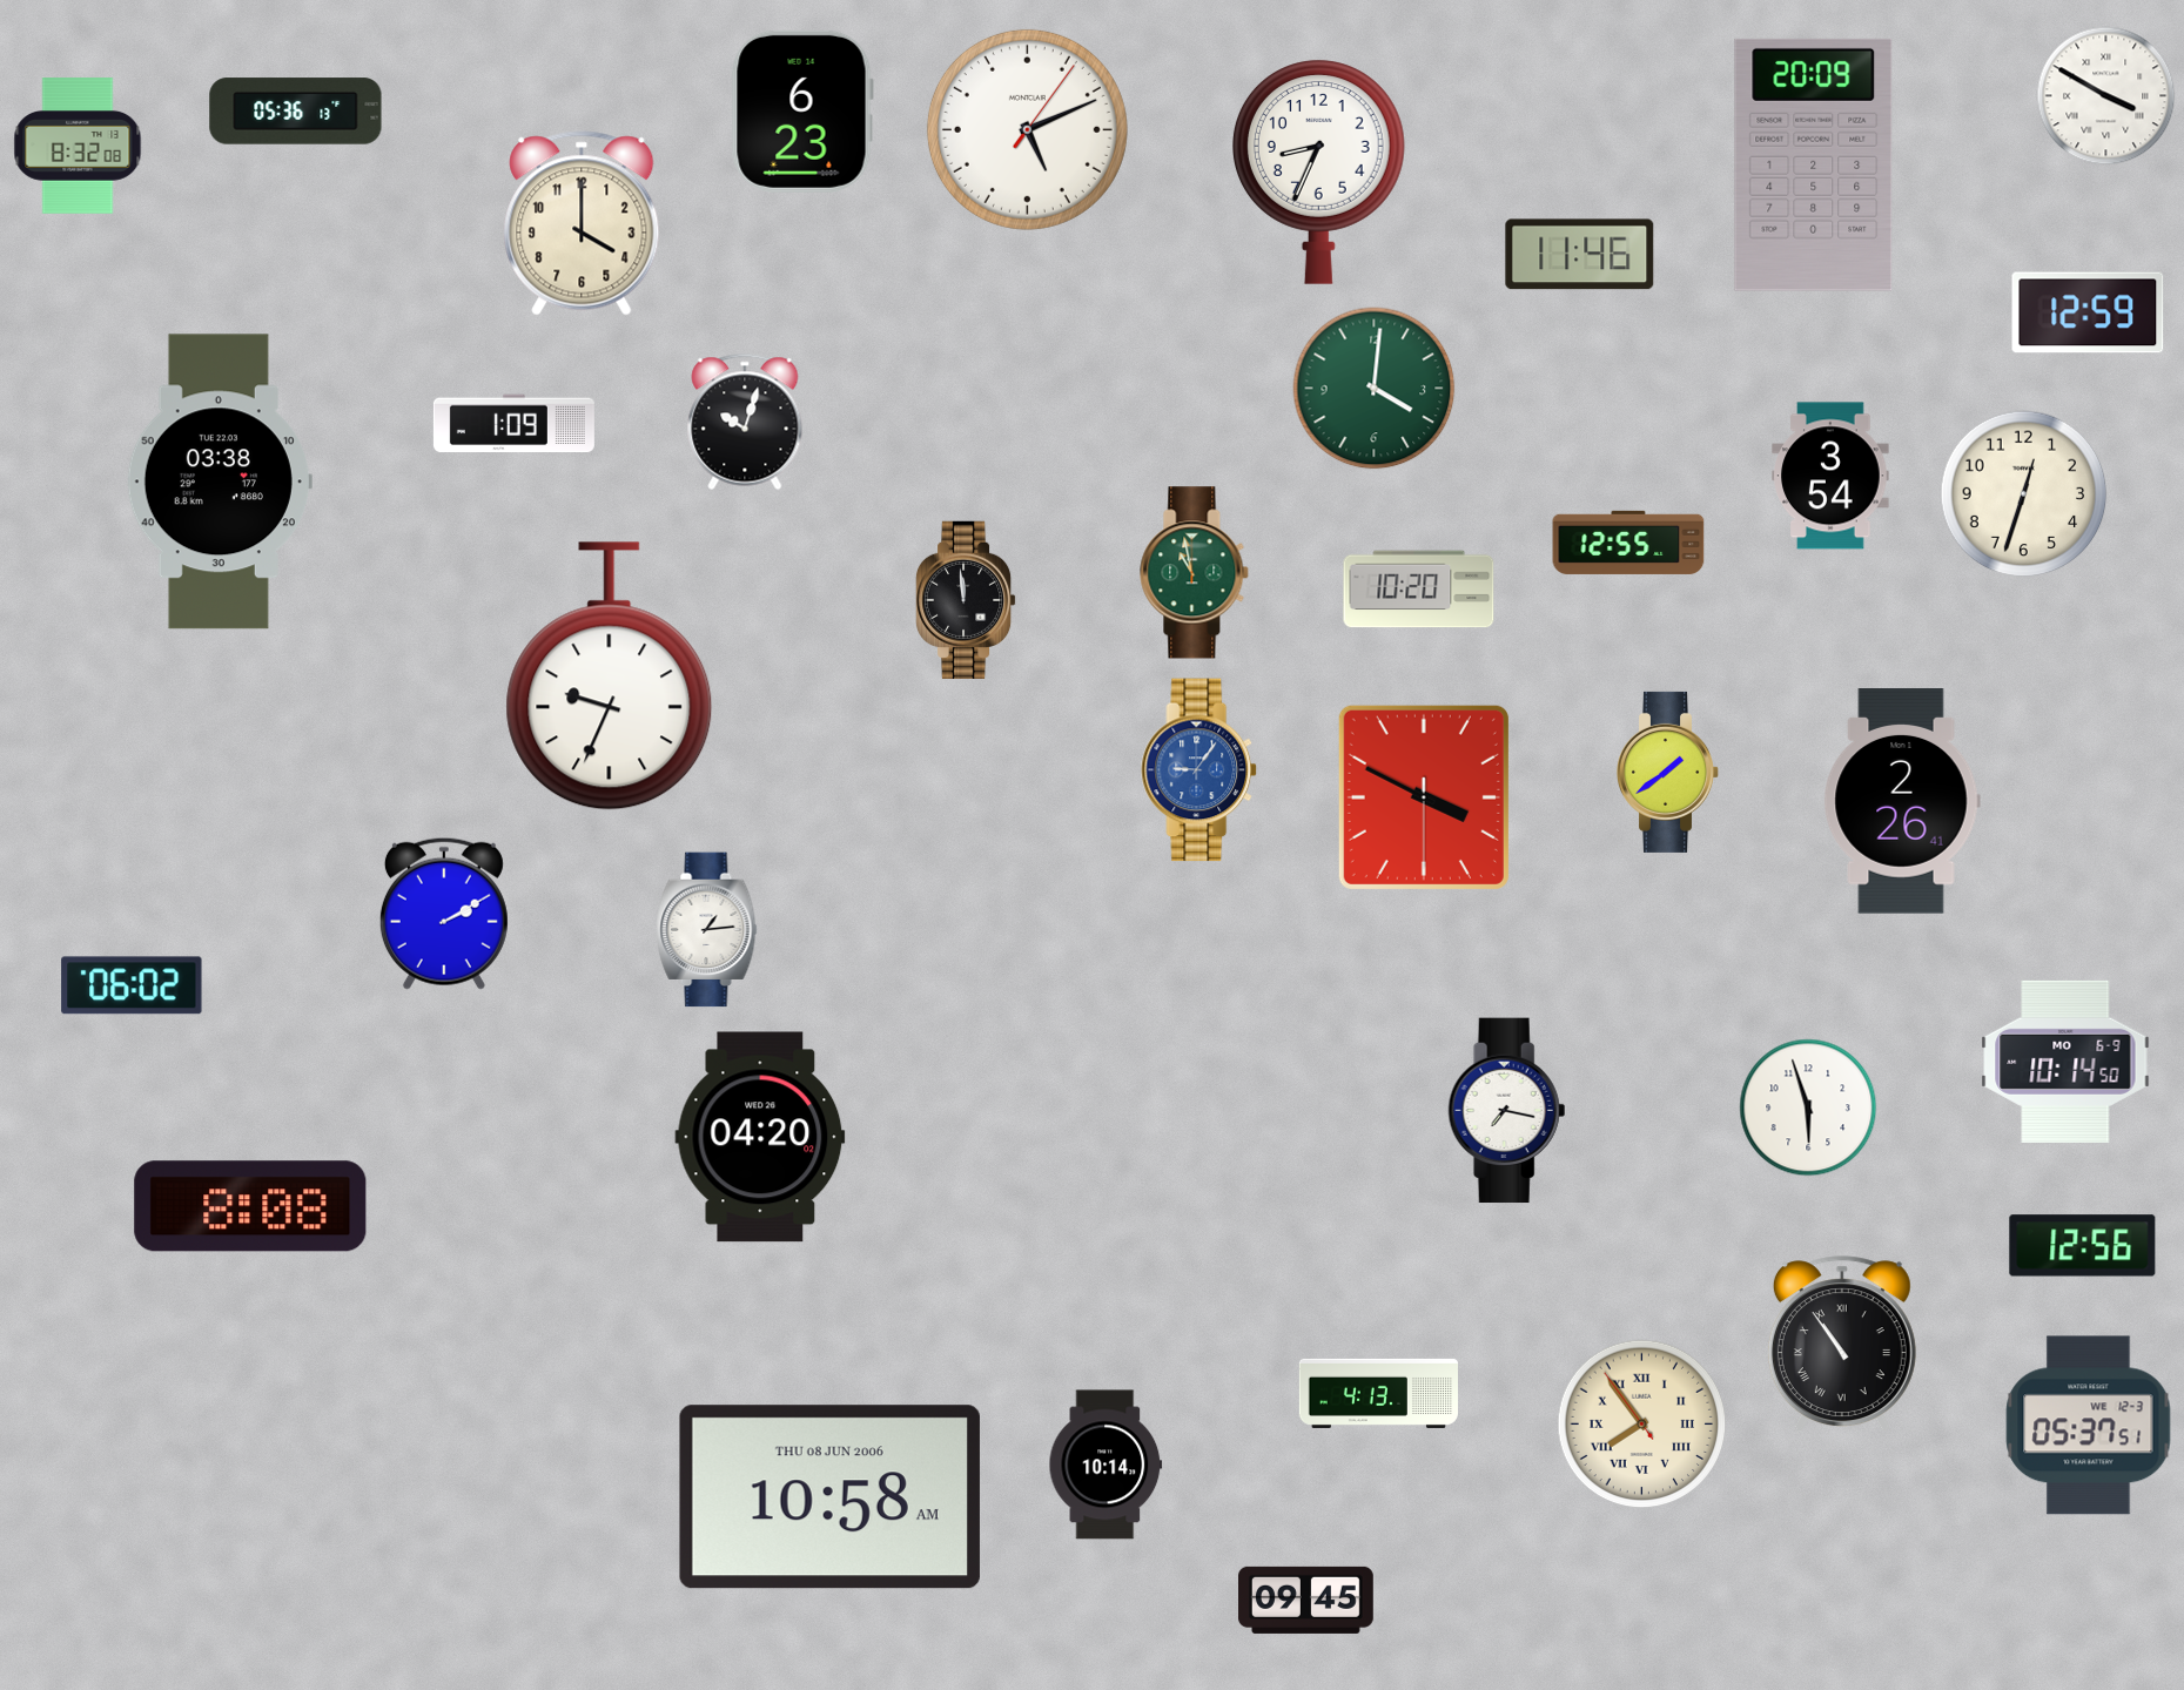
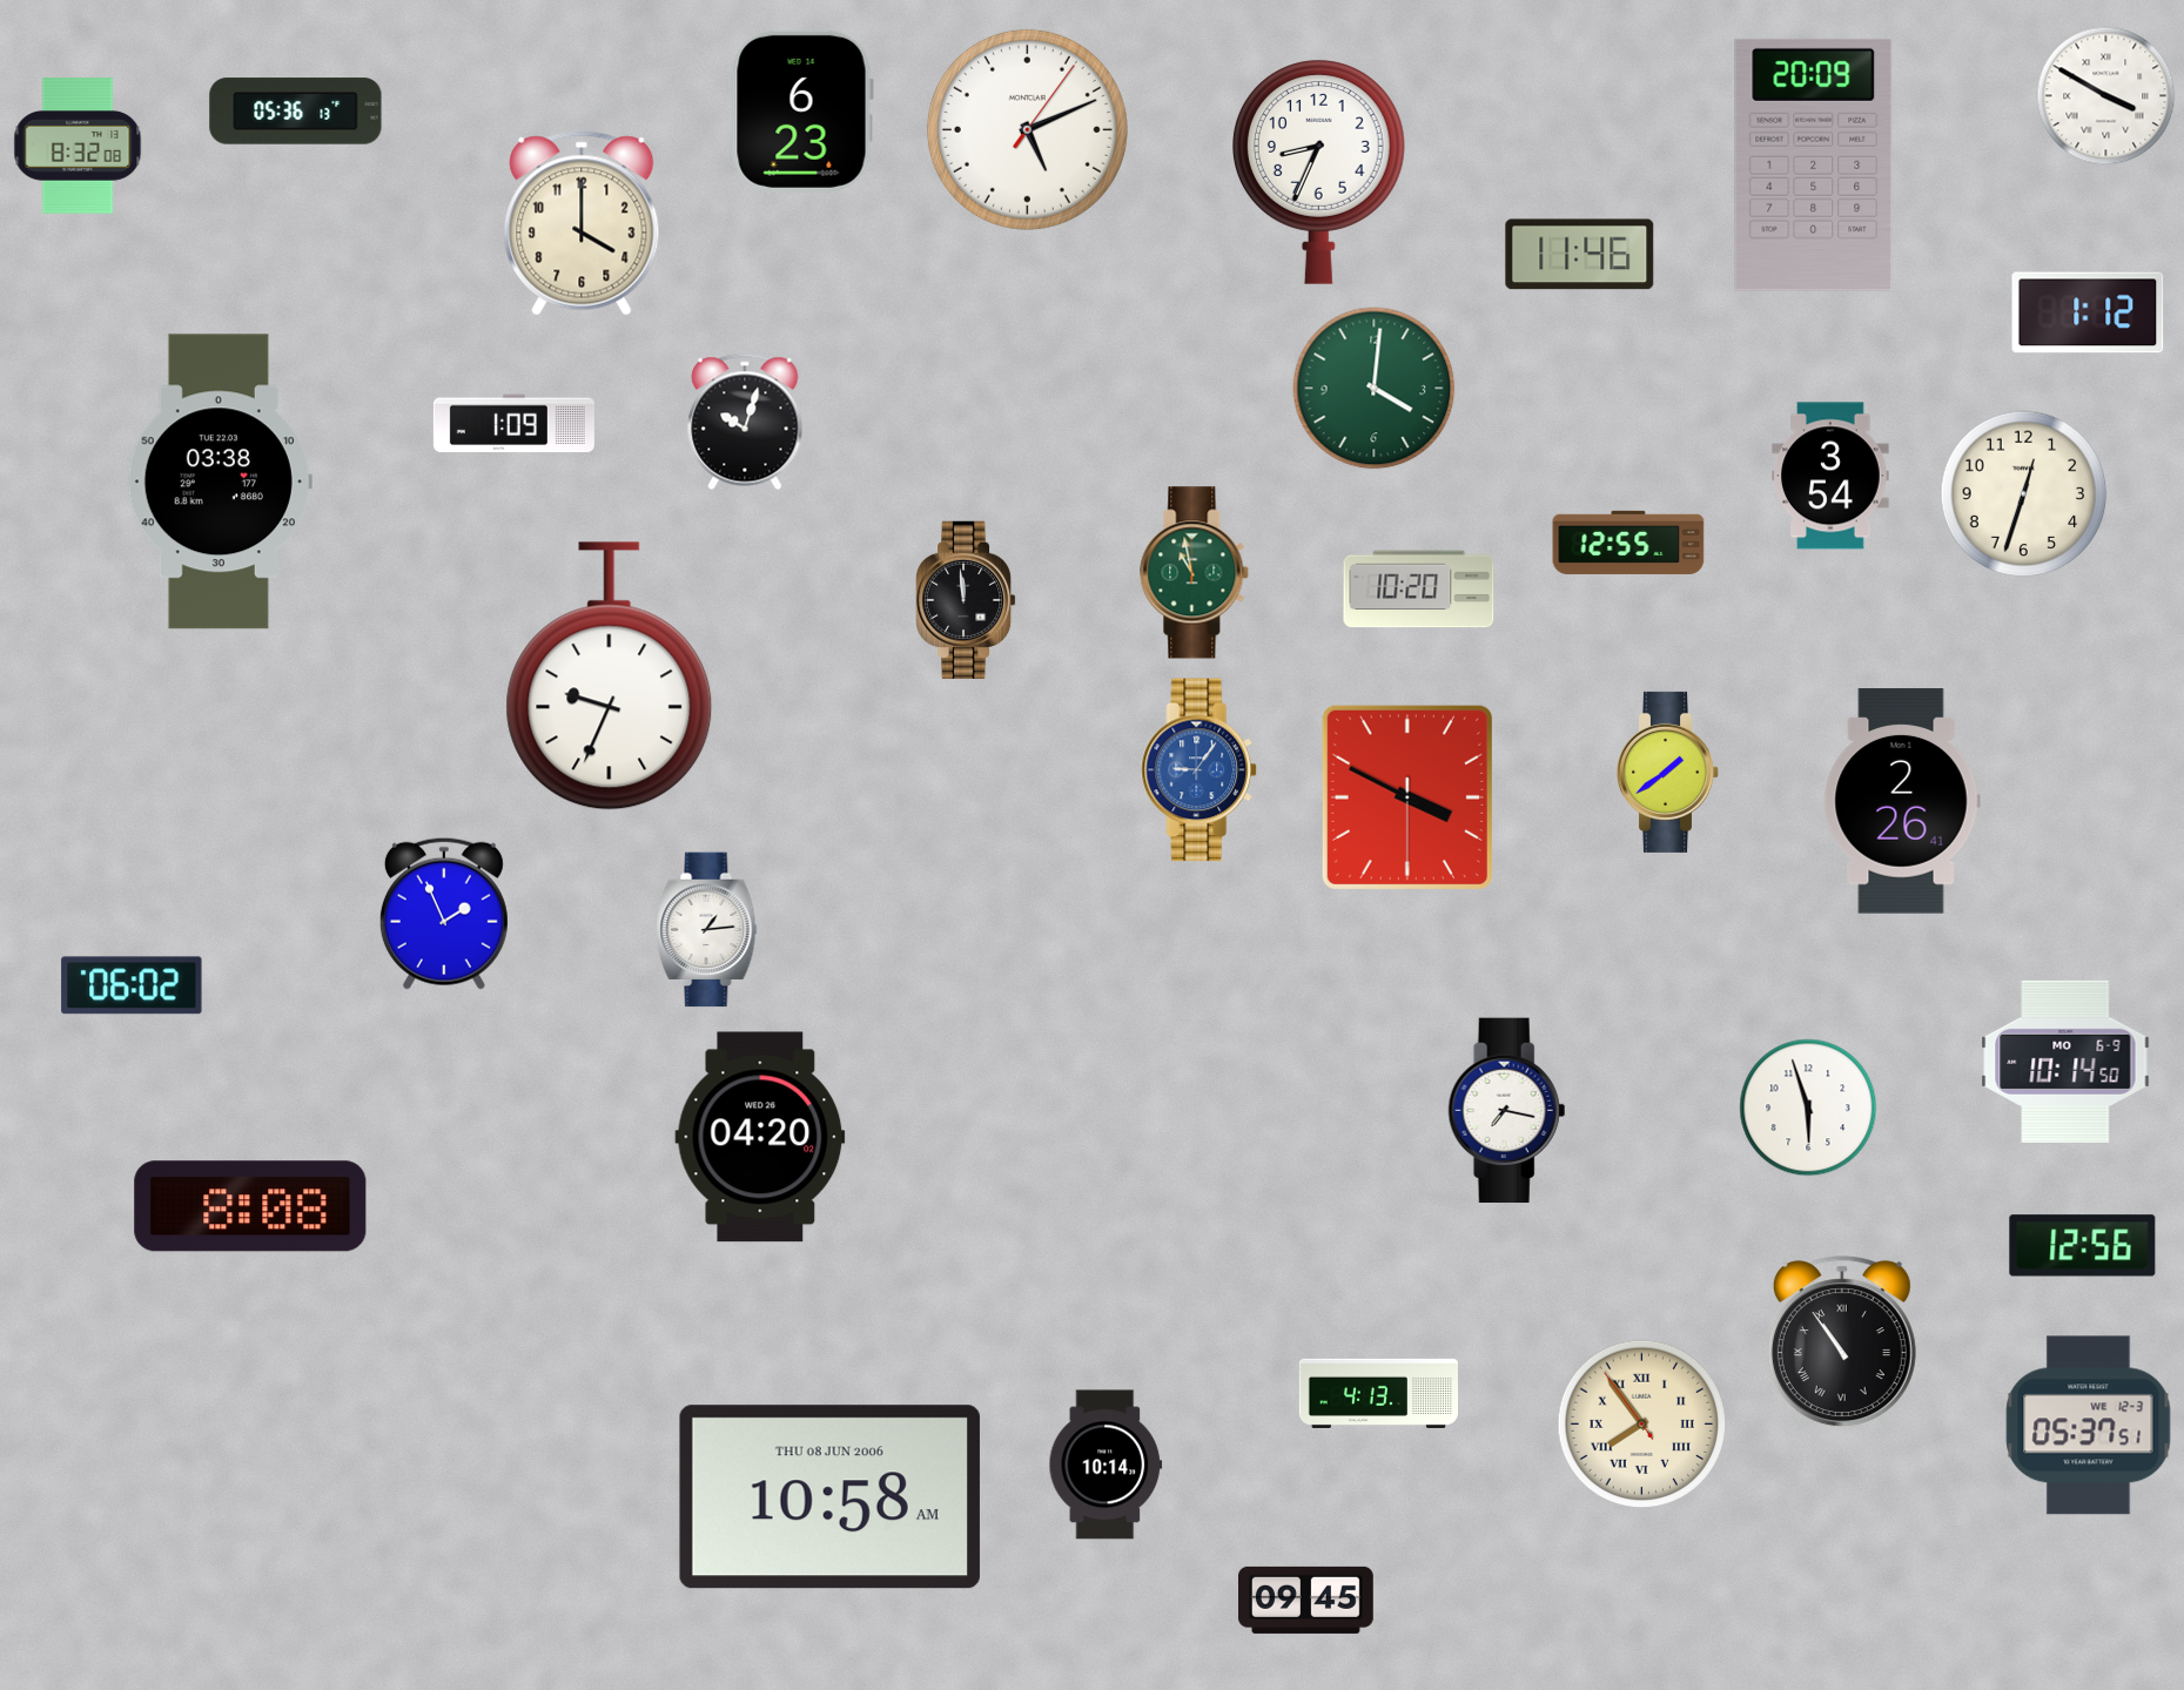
clock at (2088, 312): 12:59 -> 1:12
clock at (1424, 797) position: (1424, 797) -> (1407, 797)
clock at (444, 914): 2:10 -> 1:56
